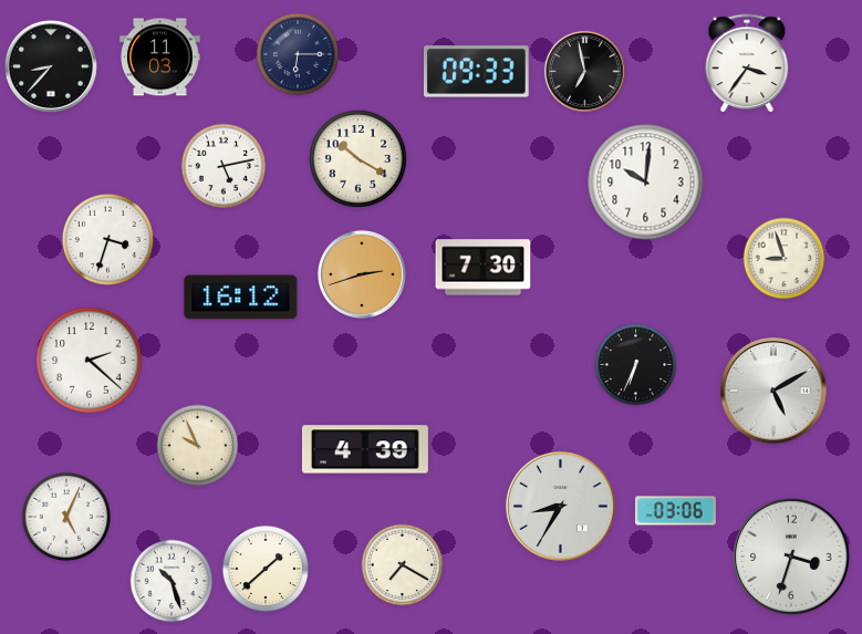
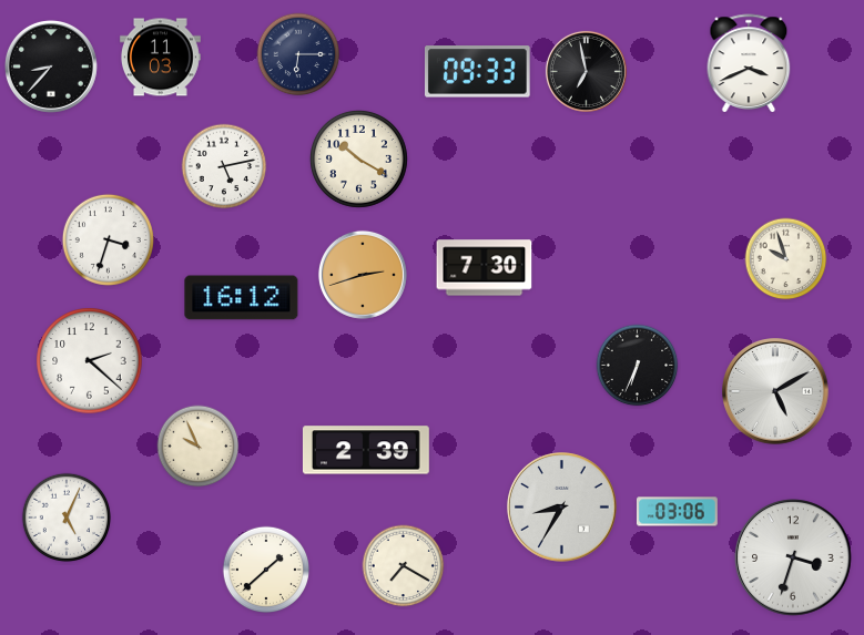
clock at (747, 63): 3:36 -> 3:41
clock at (646, 183): 10:01 -> none
clock at (785, 259): 8:57 -> 9:57
clock at (365, 449): 4:39 -> 2:39
clock at (172, 581): 10:27 -> none
